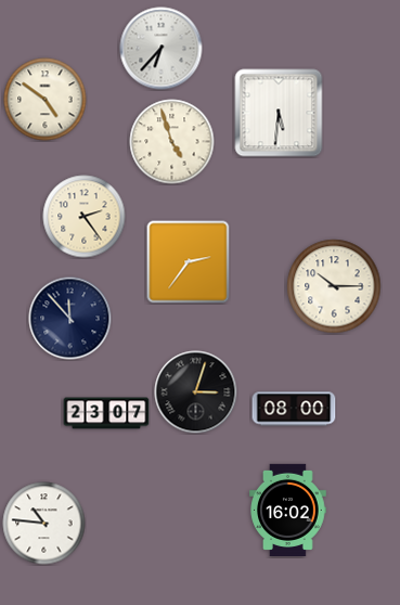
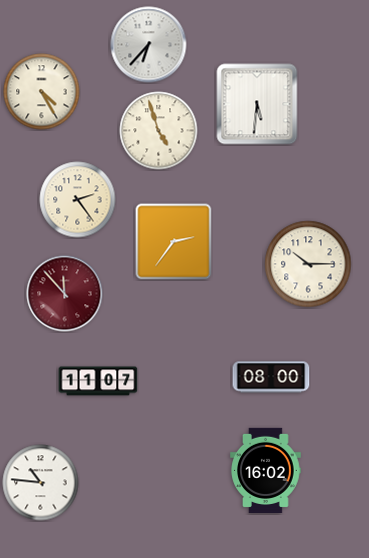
clock at (46, 100): 4:51 -> 4:25
clock at (70, 319) dial: navy -> burgundy
clock at (196, 392): 3:03 -> none
clock at (106, 413): 23:07 -> 11:07
